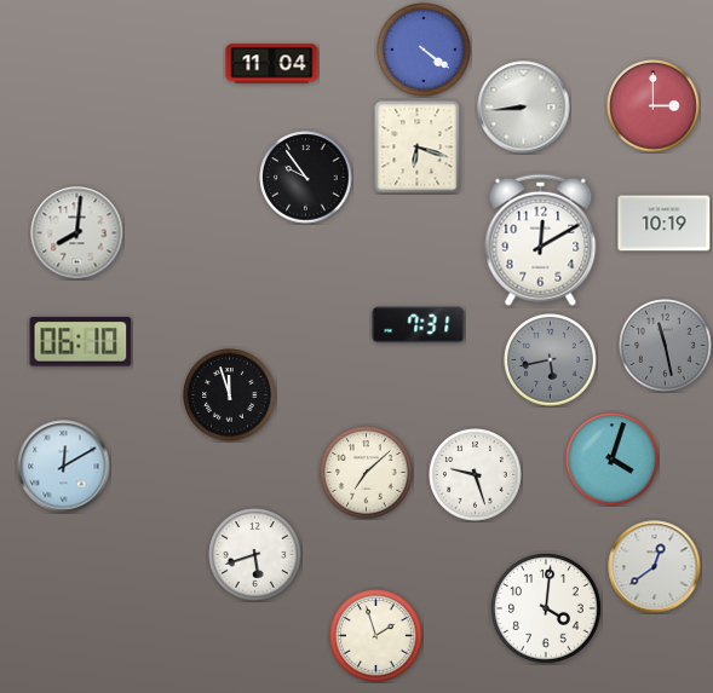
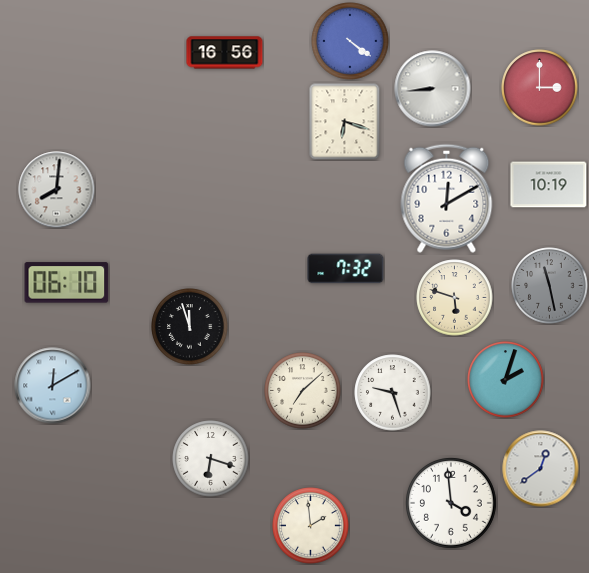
clock at (272, 64): 11:04 -> 16:56
clock at (306, 178): 9:54 -> none
clock at (77, 233) position: (77, 233) -> (57, 190)
clock at (419, 325): 7:31 -> 7:32
clock at (551, 360): 5:43 -> 5:48
clock at (551, 360) dial: grey -> cream
clock at (613, 460): 4:03 -> 2:03
clock at (255, 555): 5:42 -> 6:18
clock at (547, 610): 4:01 -> 3:59
clock at (376, 636): 1:57 -> 1:59
